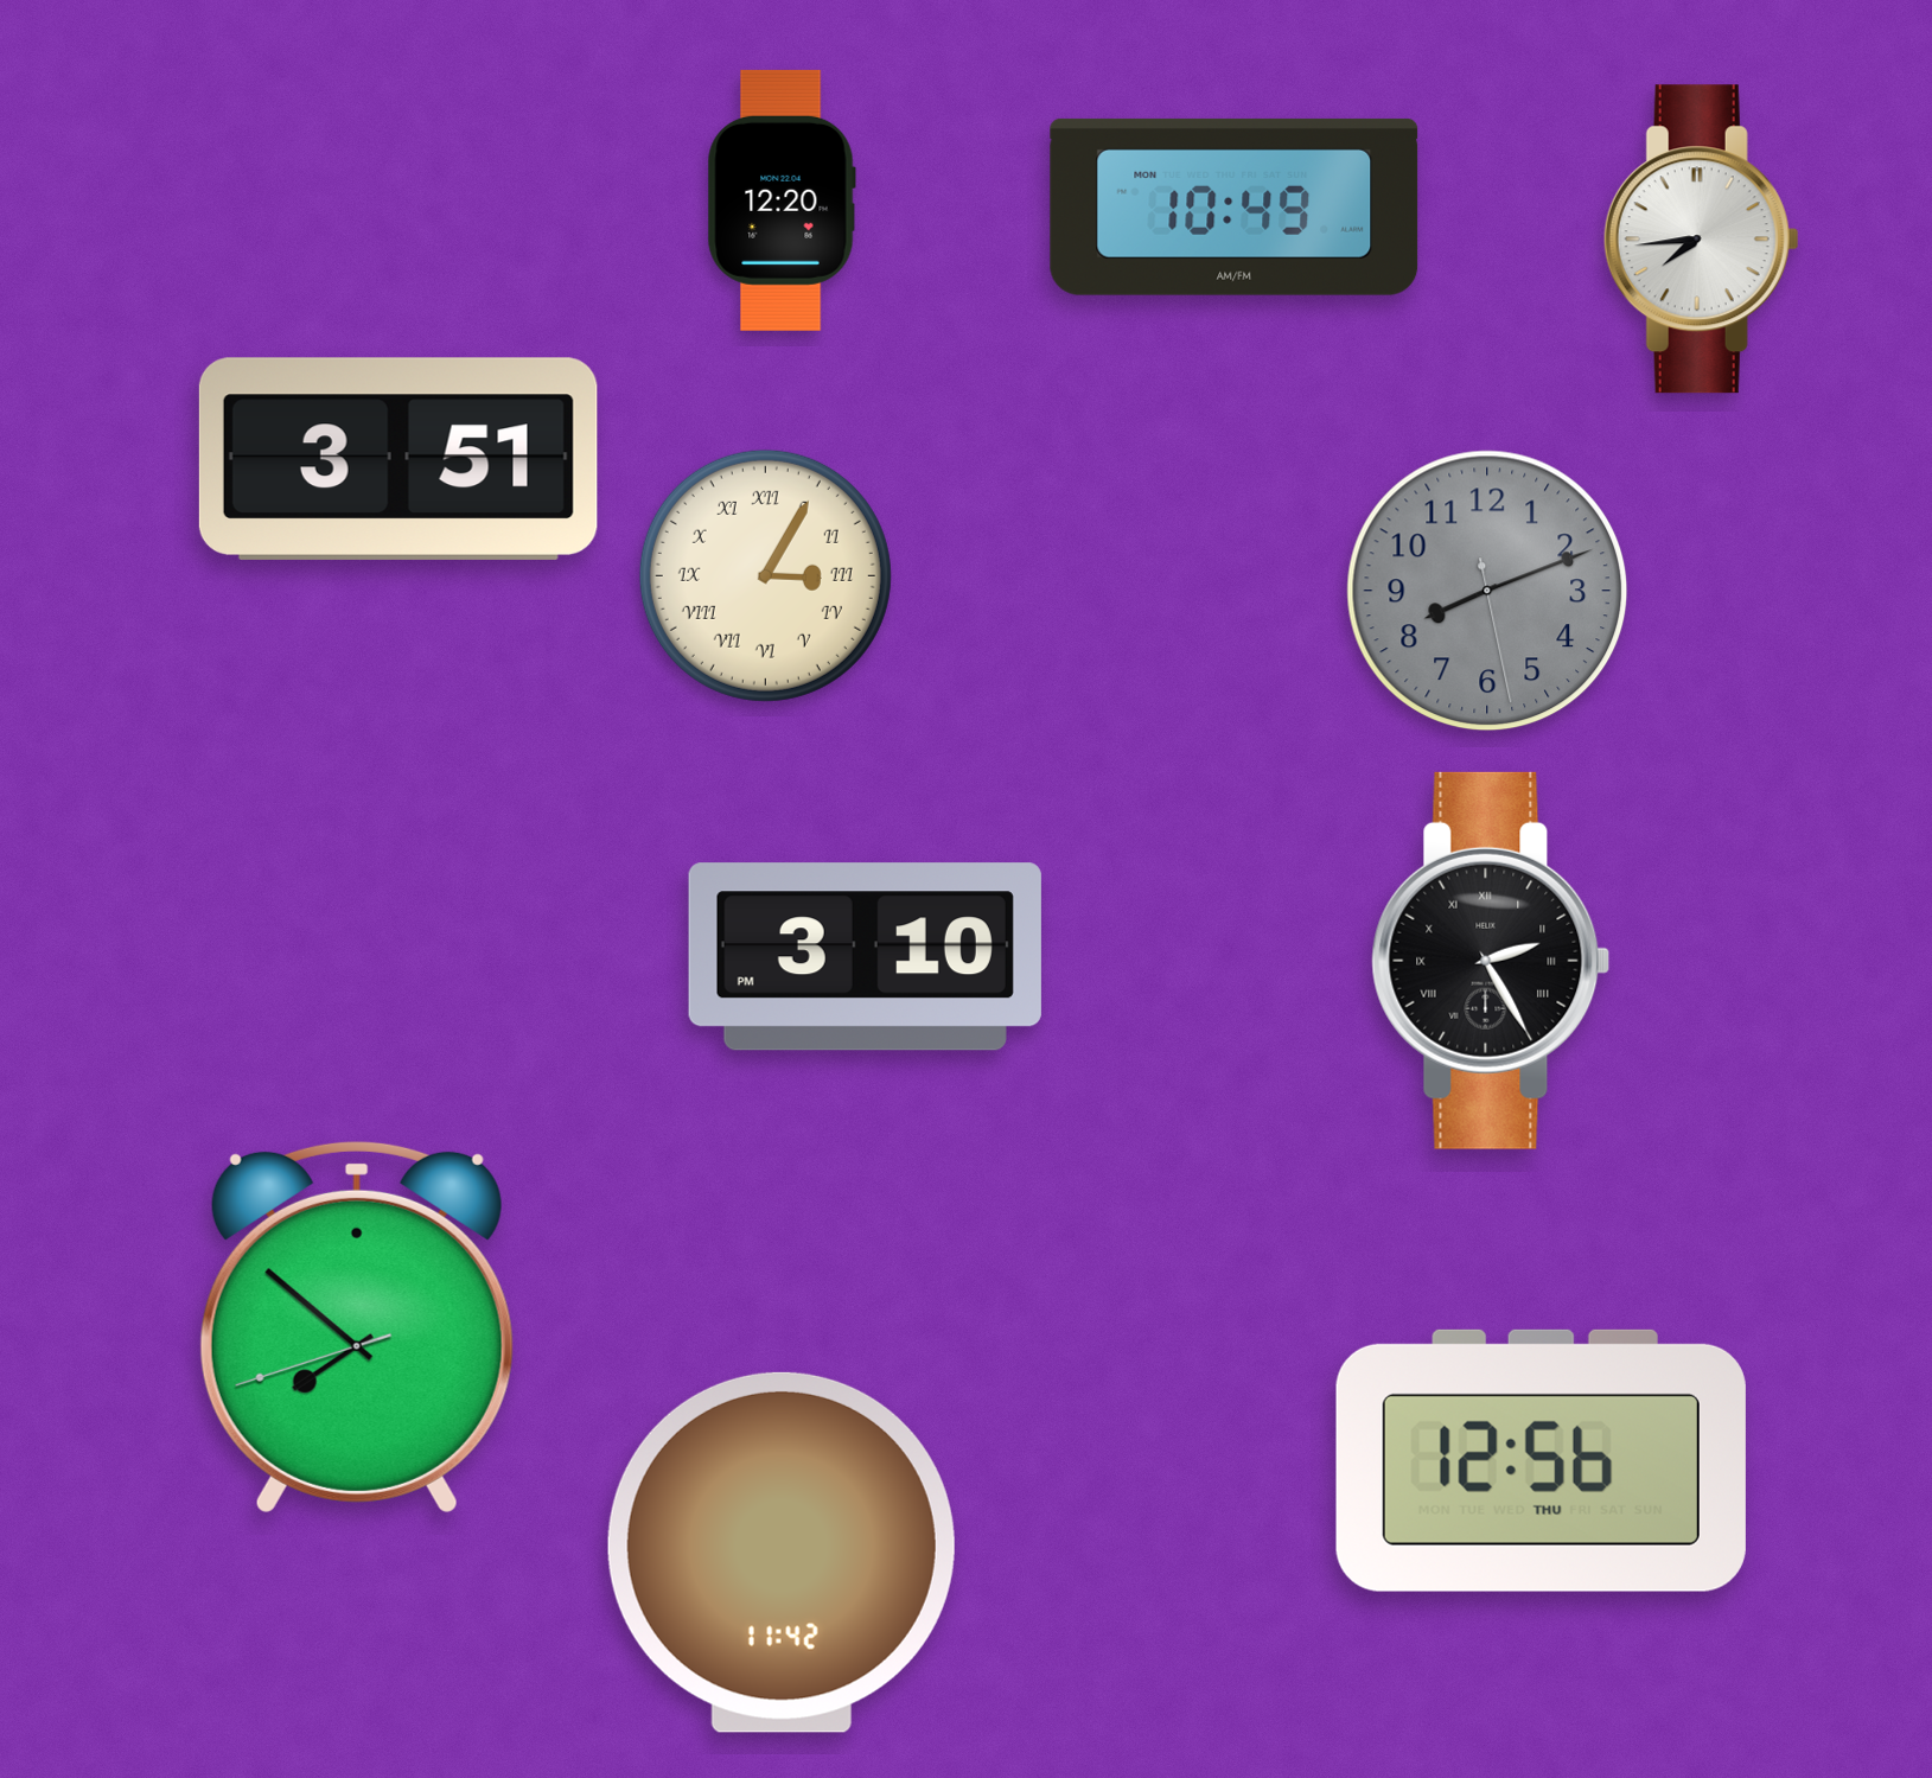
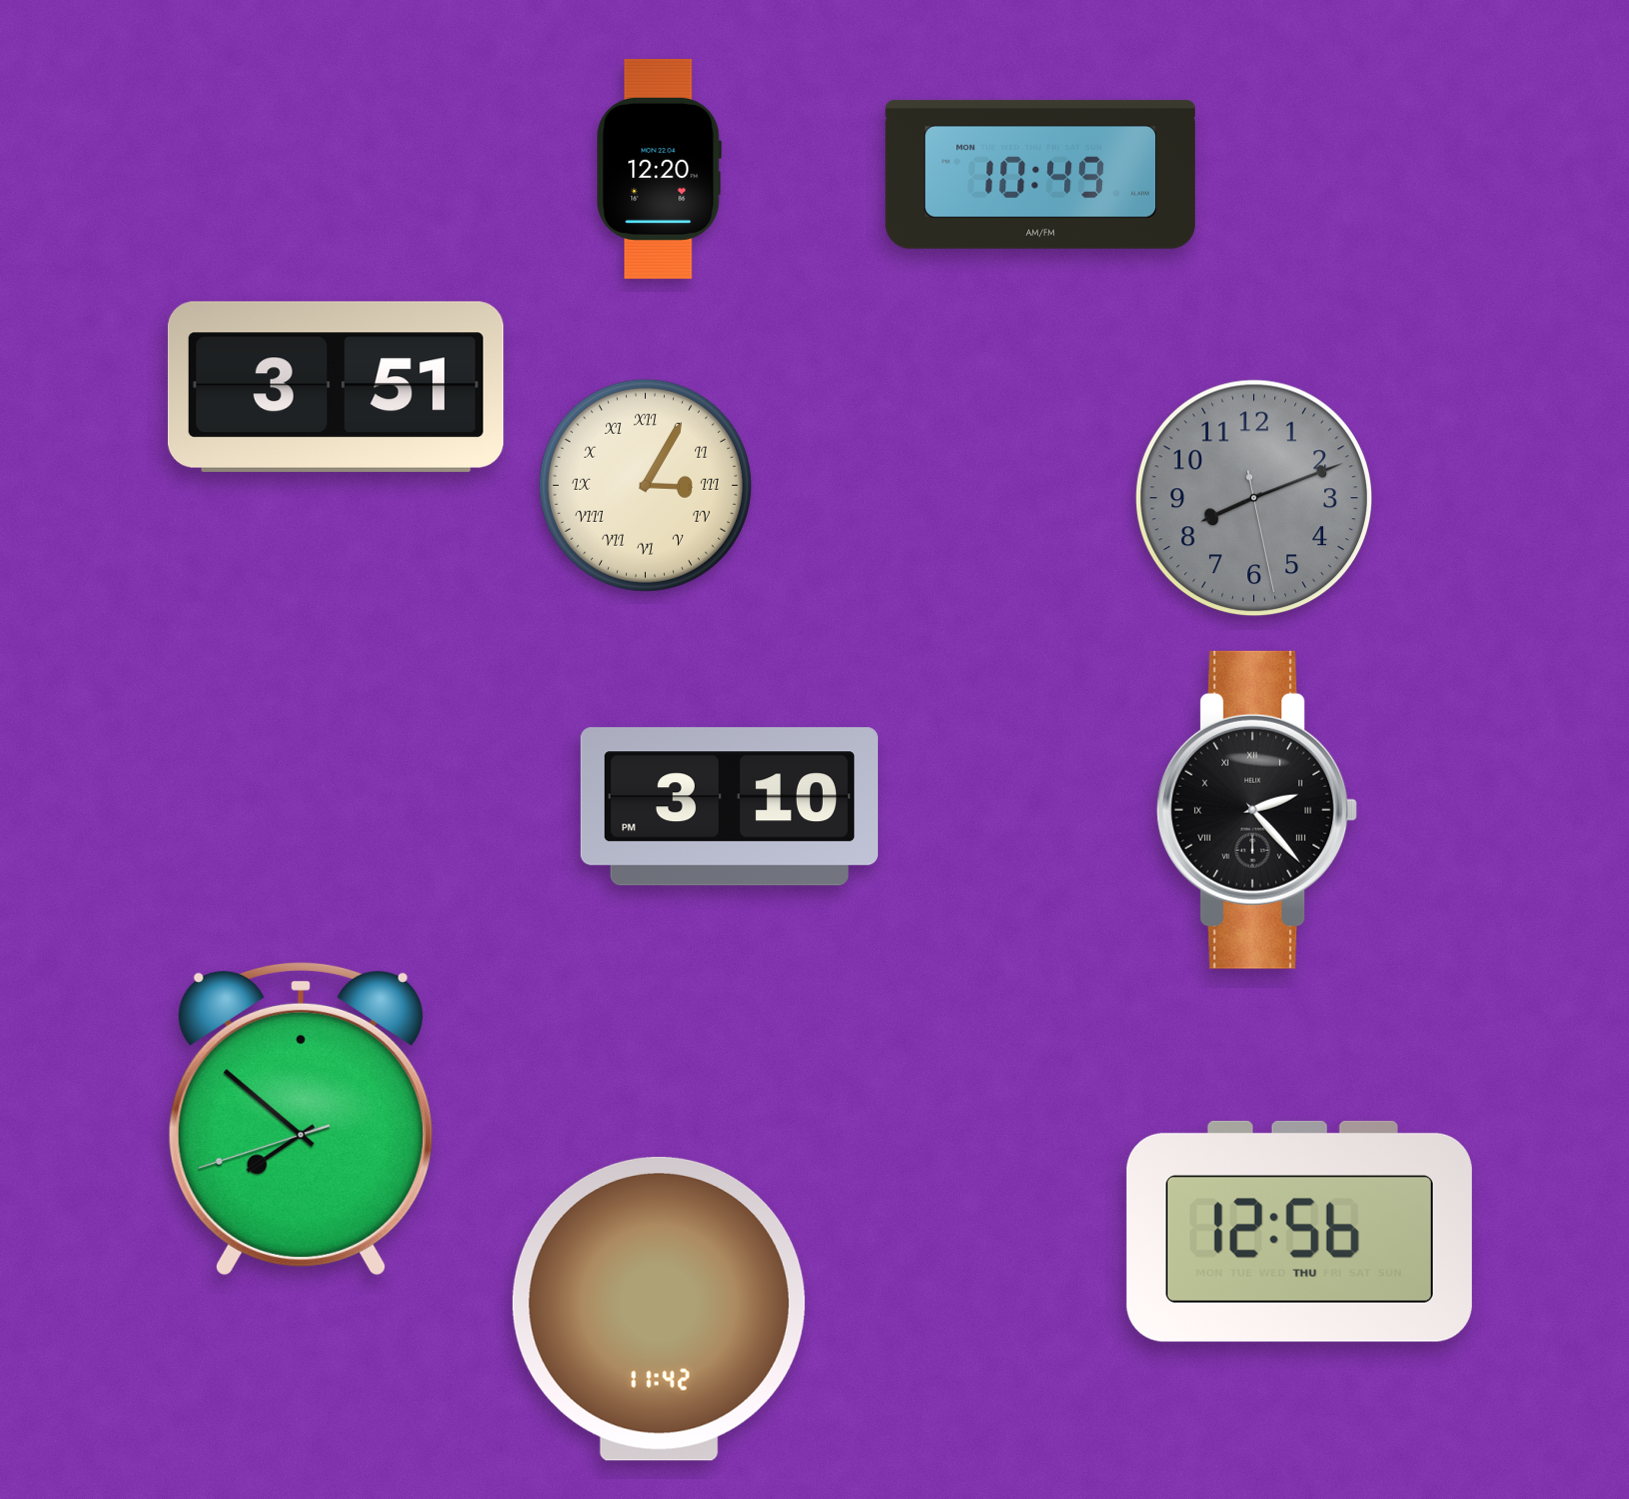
clock at (1701, 240): 7:44 -> none
clock at (1491, 961): 2:25 -> 2:23
